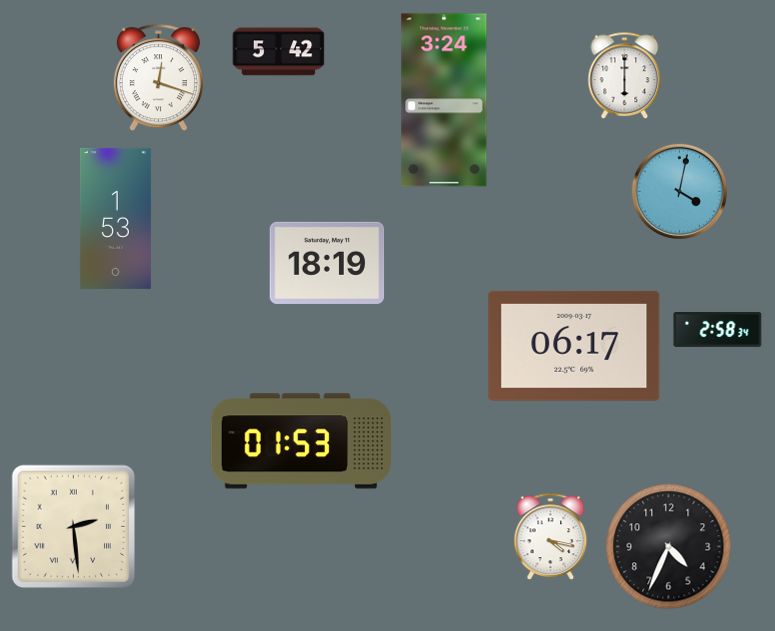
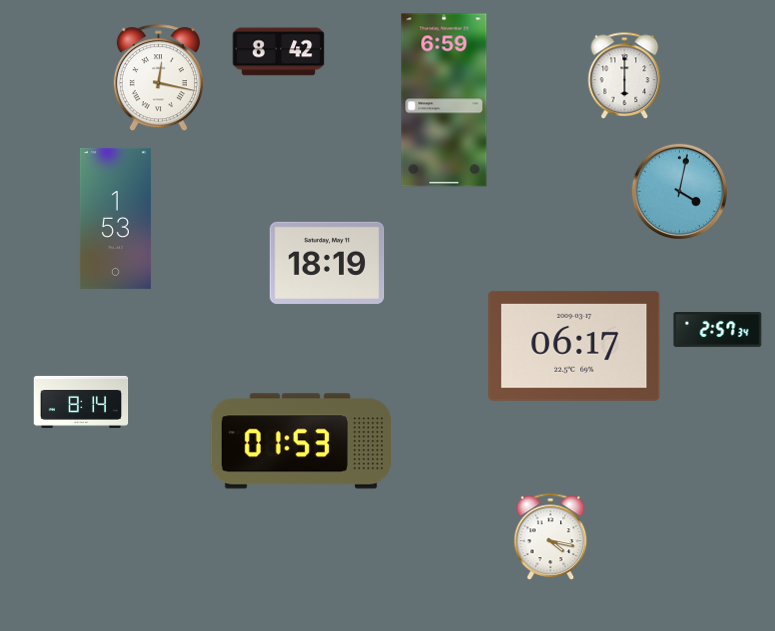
clock at (279, 52): 5:42 -> 8:42
clock at (158, 78): 12:18 -> 12:17
clock at (444, 100): 3:24 -> 6:59
clock at (718, 329): 2:58 -> 2:57
clock at (81, 402): none -> 8:14
clock at (74, 527): 2:29 -> none
clock at (669, 547): 4:34 -> none
